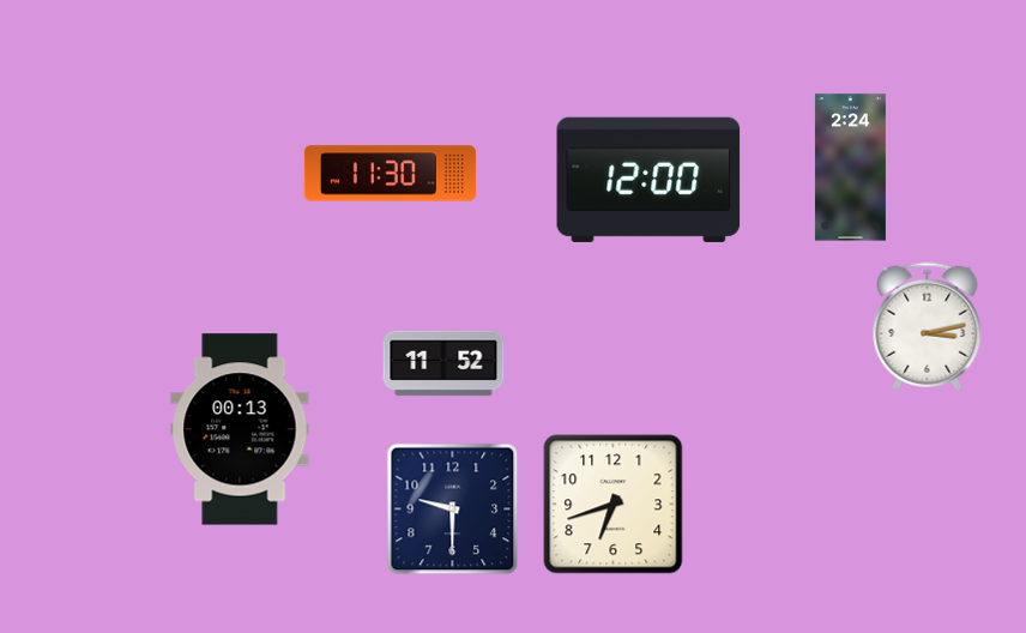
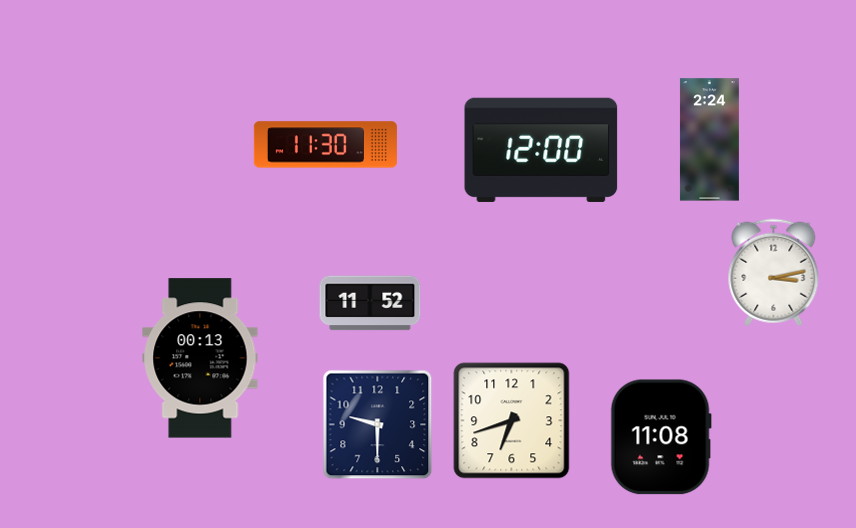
clock at (661, 437): none -> 11:08
